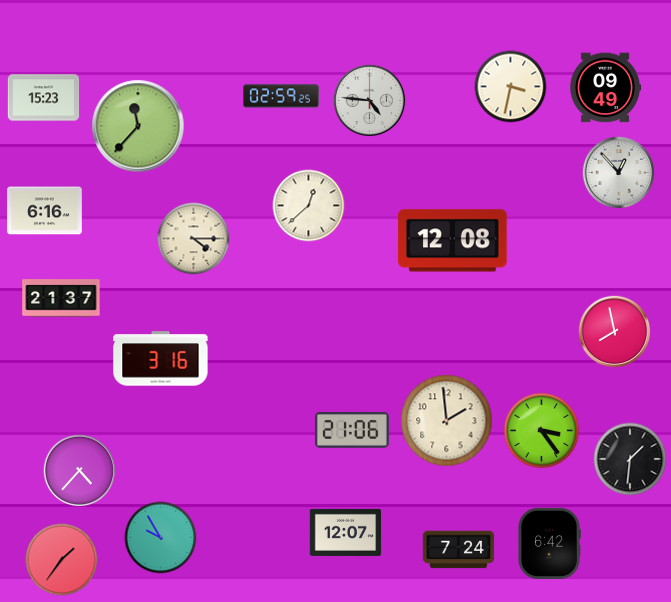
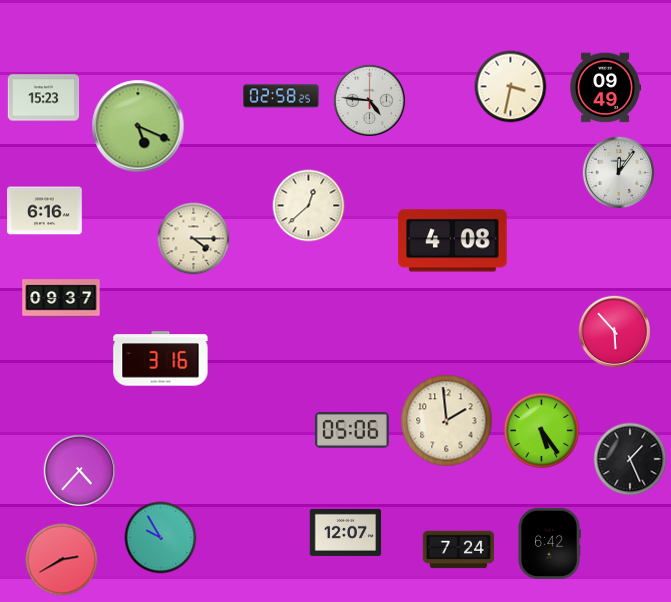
clock at (281, 96): 02:59 -> 02:58
clock at (138, 126): 11:37 -> 5:19
clock at (619, 173): 12:53 -> 12:06
clock at (453, 241): 12:08 -> 4:08
clock at (61, 298): 21:37 -> 09:37
clock at (615, 332): 7:58 -> 5:53
clock at (352, 430): 21:06 -> 05:06
clock at (542, 431): 3:24 -> 5:24
clock at (630, 459): 1:31 -> 1:26
clock at (62, 560): 1:36 -> 2:40
